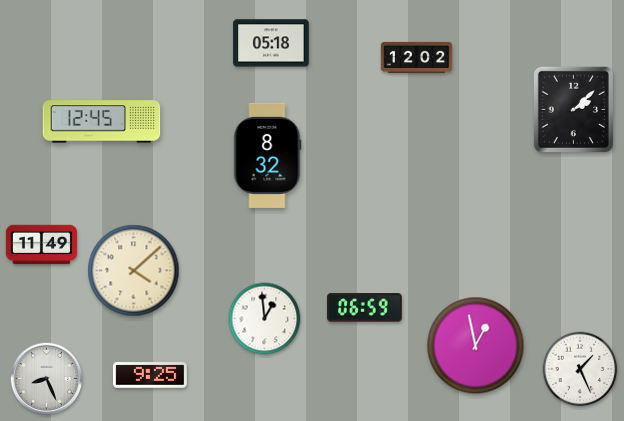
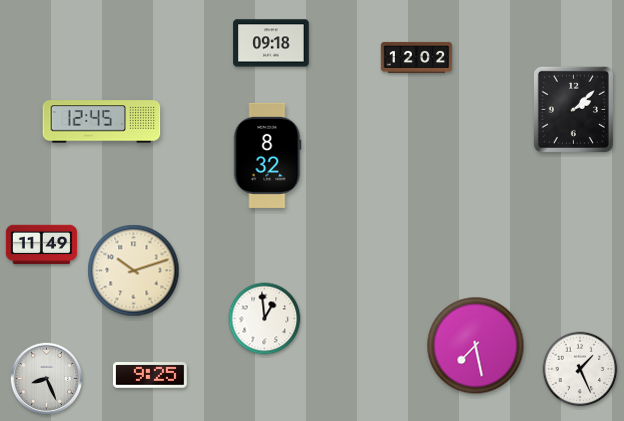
clock at (271, 43): 05:18 -> 09:18
clock at (134, 271): 4:08 -> 10:12
clock at (365, 308): 06:59 -> none
clock at (476, 346): 12:58 -> 7:28
